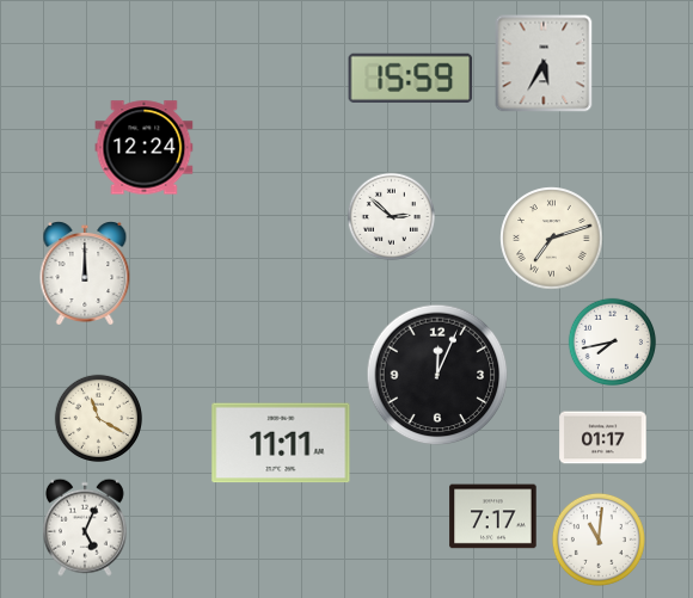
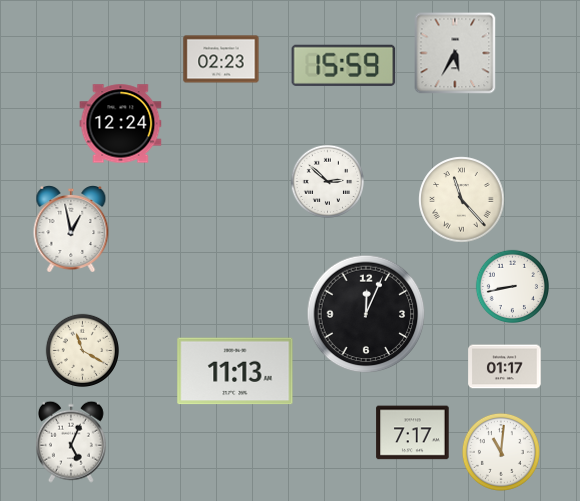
clock at (221, 59): none -> 02:23
clock at (552, 239): 7:12 -> 11:23
clock at (85, 275): 12:00 -> 12:58
clock at (612, 341): 7:43 -> 8:43
clock at (281, 443): 11:11 -> 11:13
